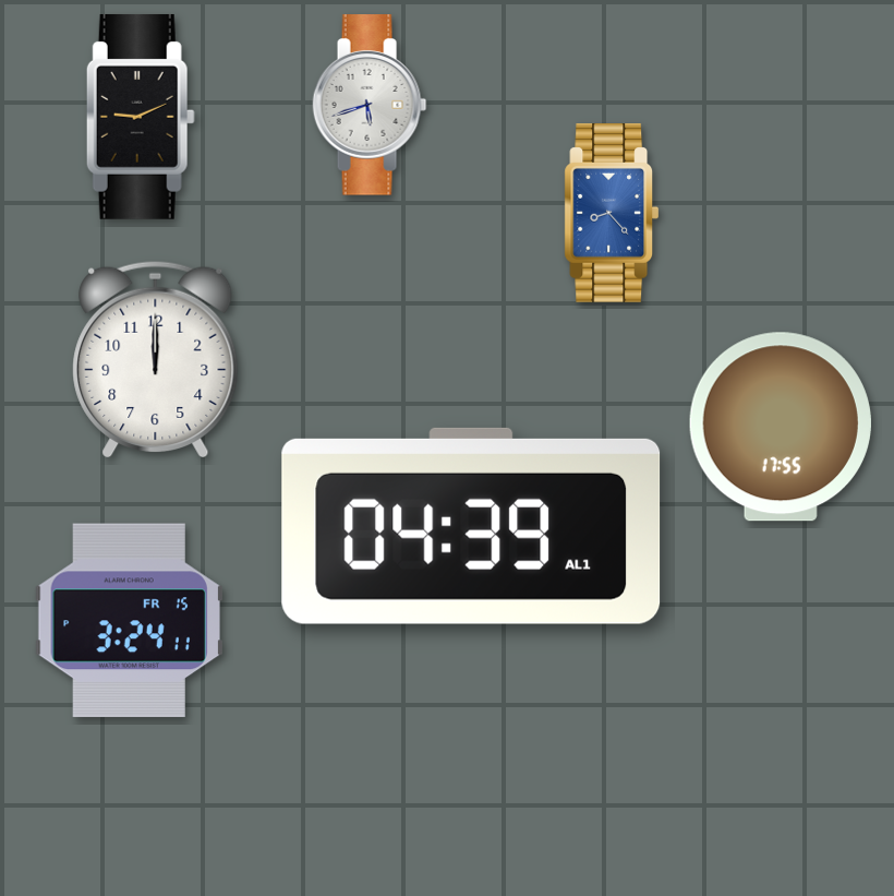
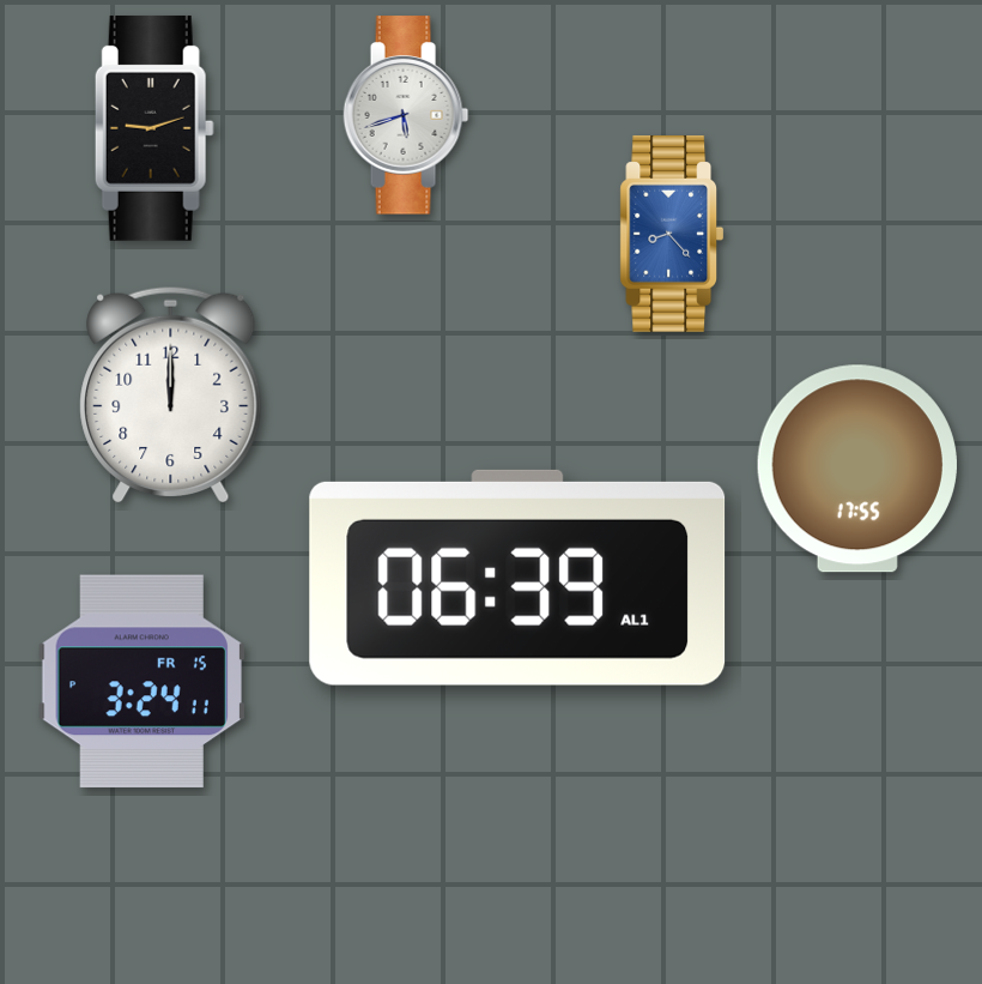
clock at (141, 117): 9:11 -> 9:12
clock at (471, 526): 04:39 -> 06:39
